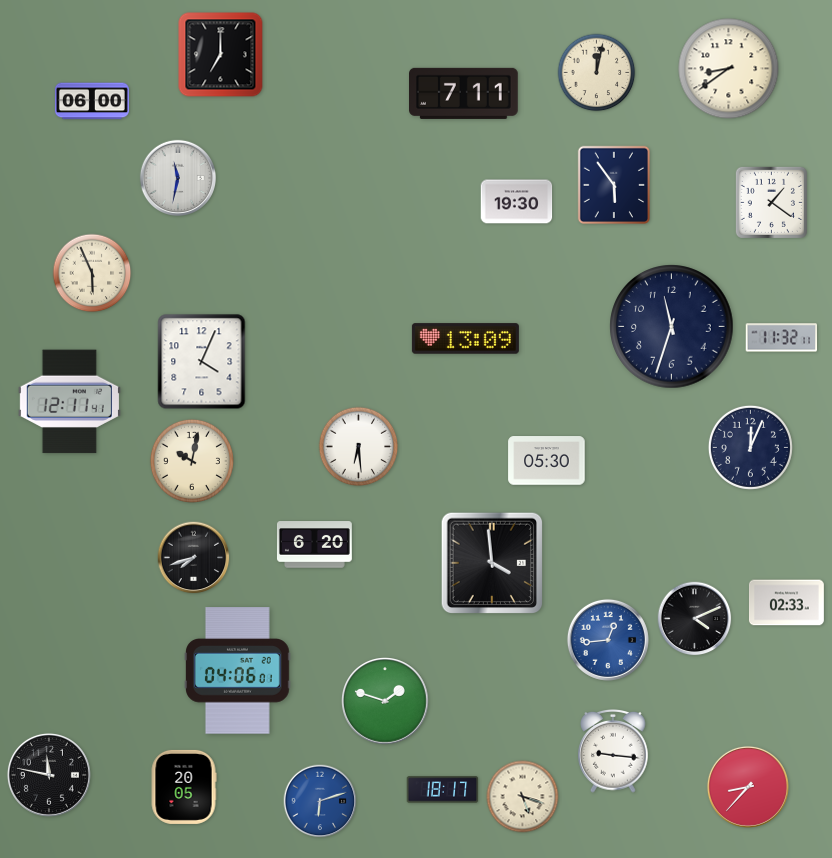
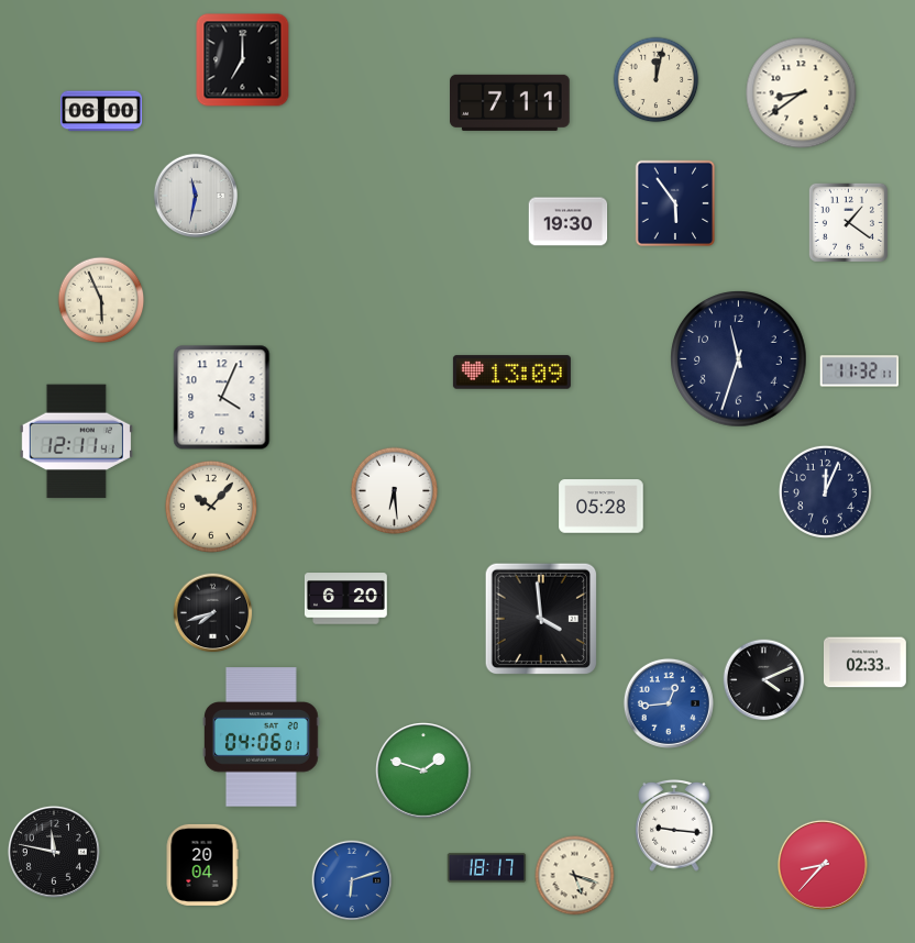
clock at (729, 69) position: (729, 69) -> (802, 93)
clock at (192, 461): 10:02 -> 10:07
clock at (547, 461): 05:30 -> 05:28
clock at (184, 787): 20:05 -> 20:04
